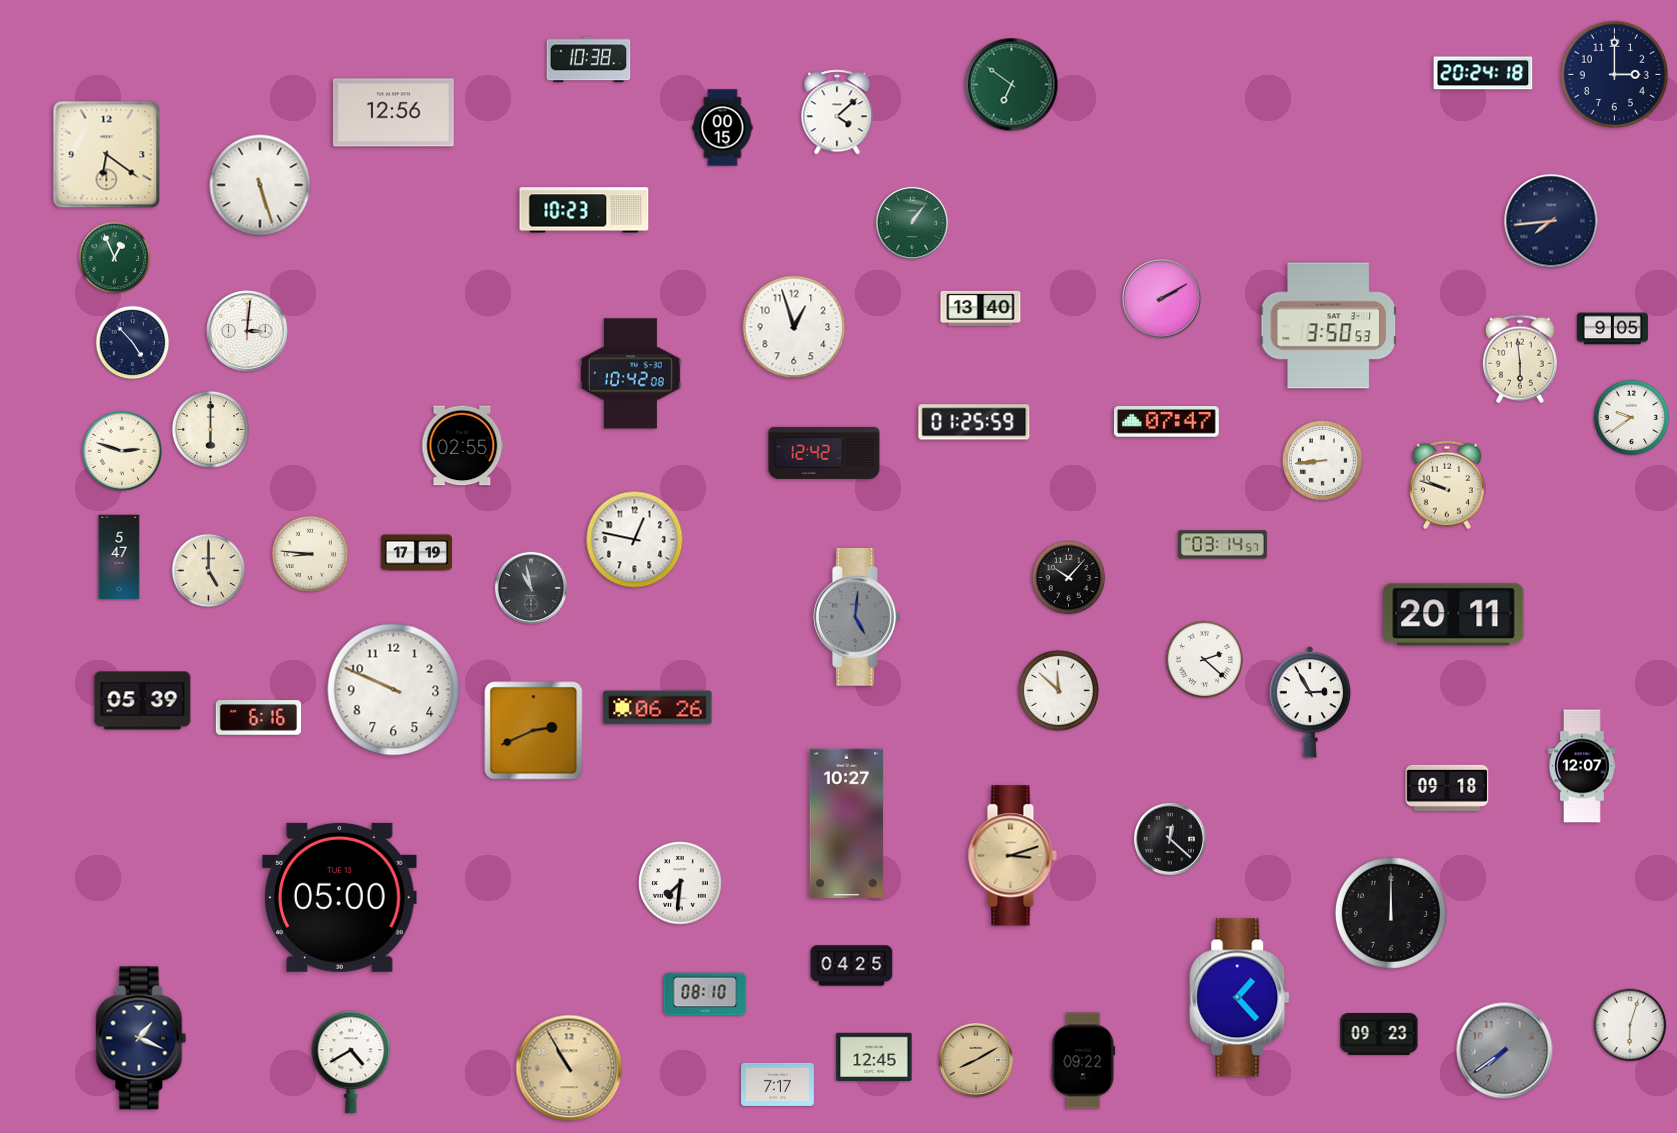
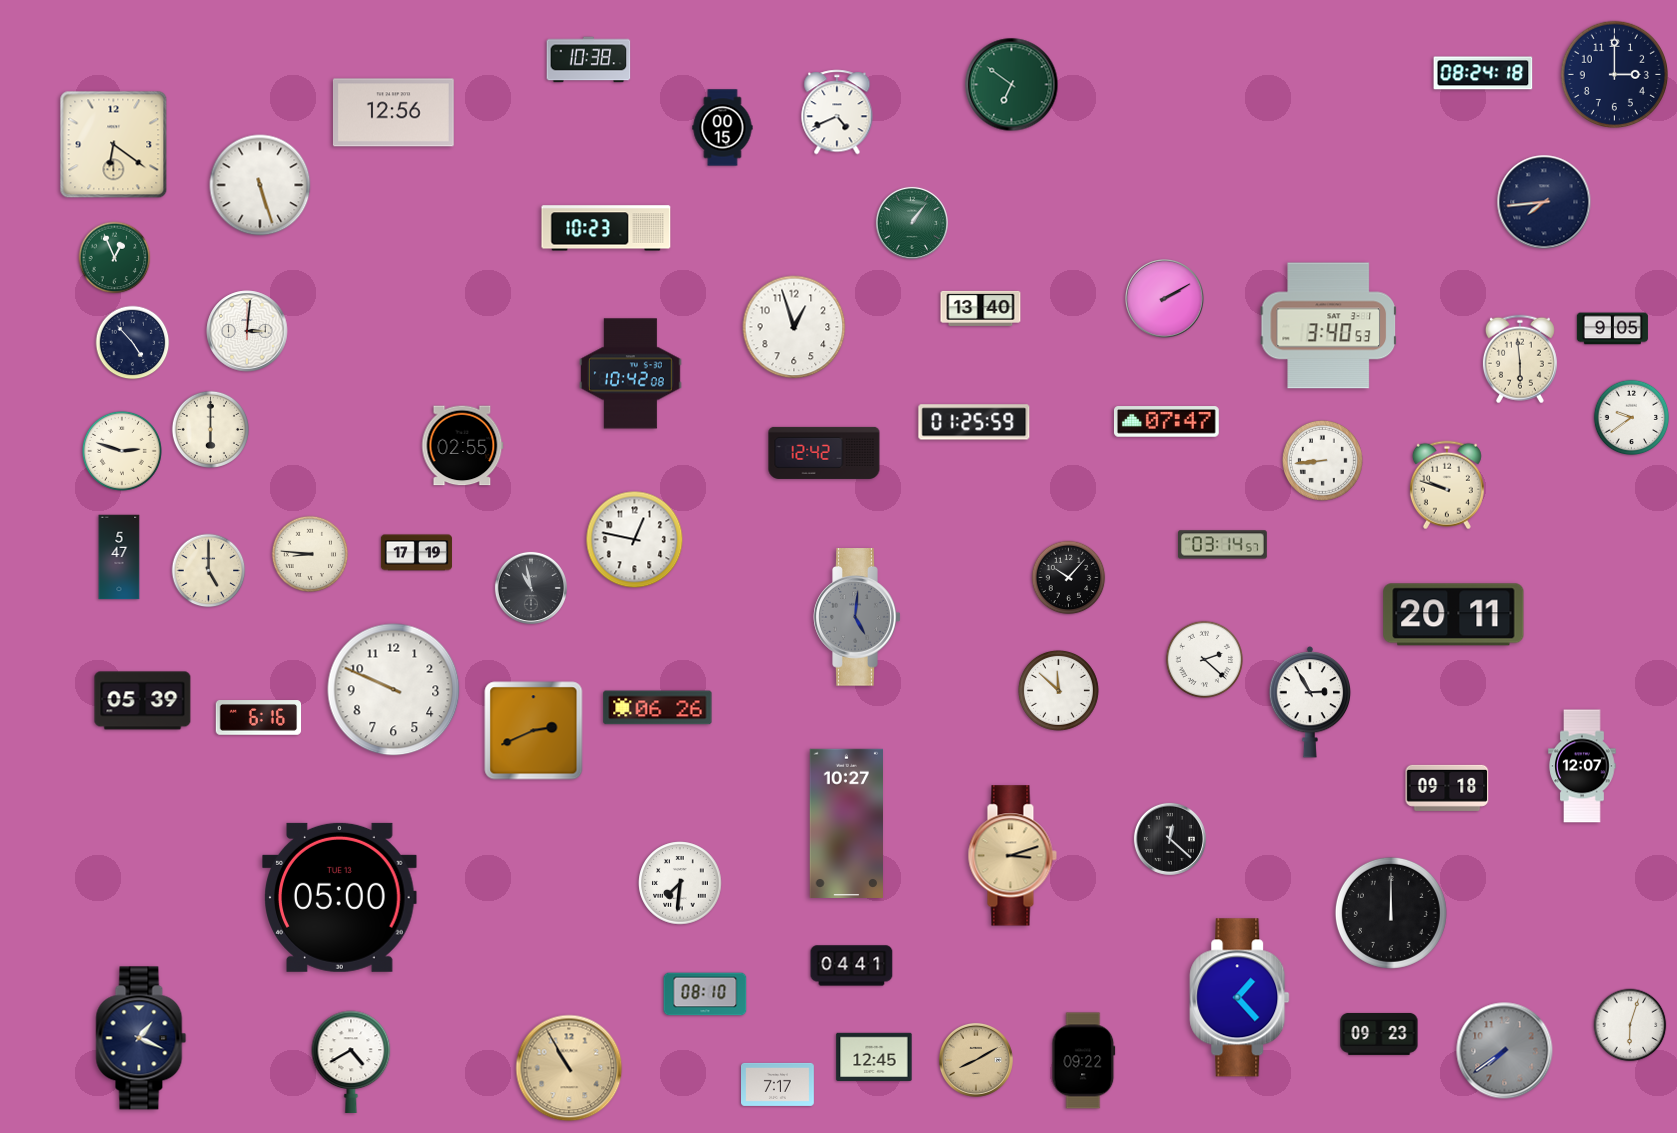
clock at (1483, 73): 20:24 -> 08:24
clock at (837, 112): 4:08 -> 4:41
clock at (107, 155) position: (107, 155) -> (114, 145)
clock at (584, 210) position: (584, 210) -> (606, 228)
clock at (1551, 221) position: (1551, 221) -> (1544, 202)
clock at (1162, 299) position: (1162, 299) -> (1165, 299)
clock at (1328, 326): 3:50 -> 3:40
clock at (852, 966): 04:25 -> 04:41
